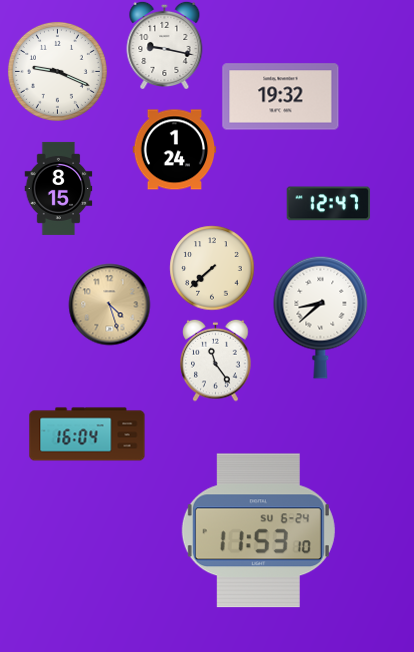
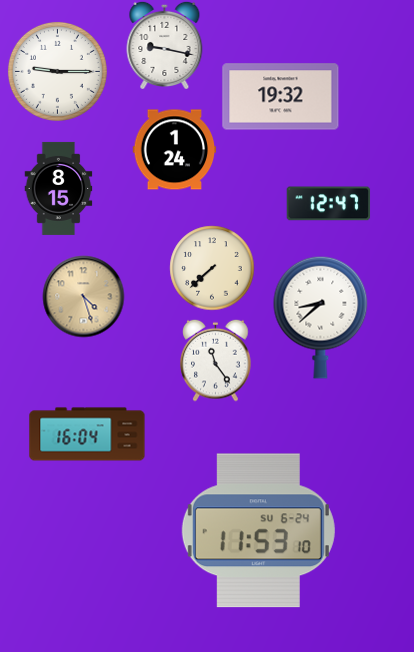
clock at (57, 71): 9:19 -> 9:15
clock at (109, 304) position: (109, 304) -> (83, 296)
